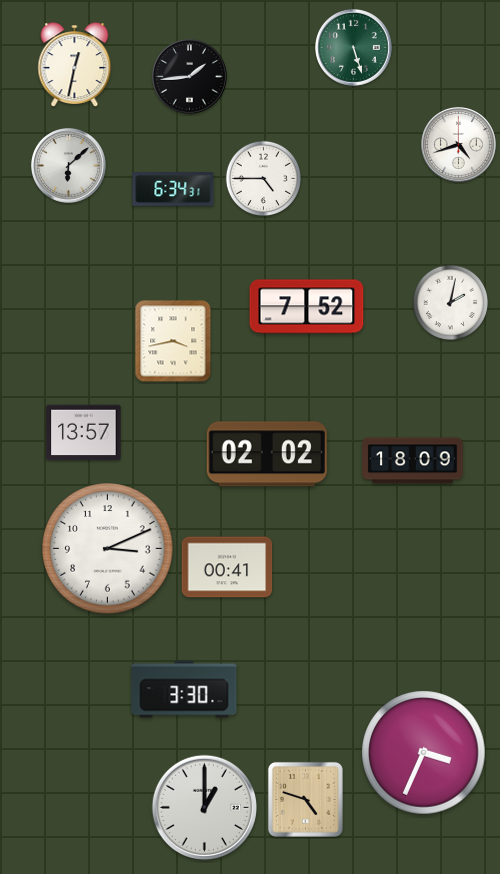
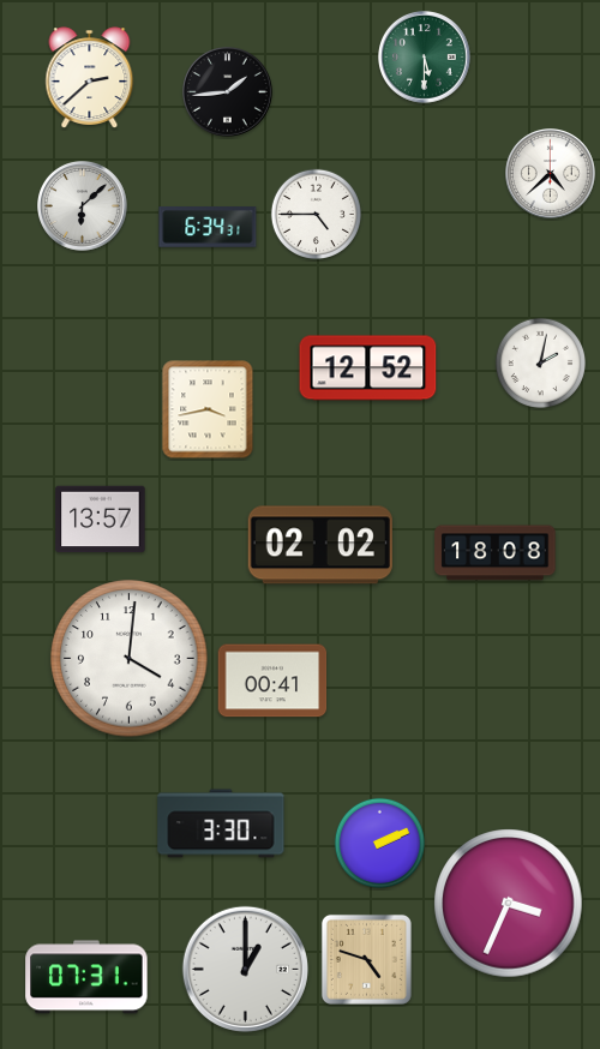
clock at (354, 48): 5:27 -> 5:30
clock at (75, 65): 12:32 -> 2:38
clock at (459, 145): 4:42 -> 4:38
clock at (69, 166) position: (69, 166) -> (83, 206)
clock at (307, 307): 7:52 -> 12:52
clock at (413, 461): 18:09 -> 18:08
clock at (108, 549): 3:11 -> 4:01
clock at (184, 689) position: (184, 689) -> (221, 823)
clock at (379, 843): none -> 2:11
clock at (86, 977): none -> 07:31
